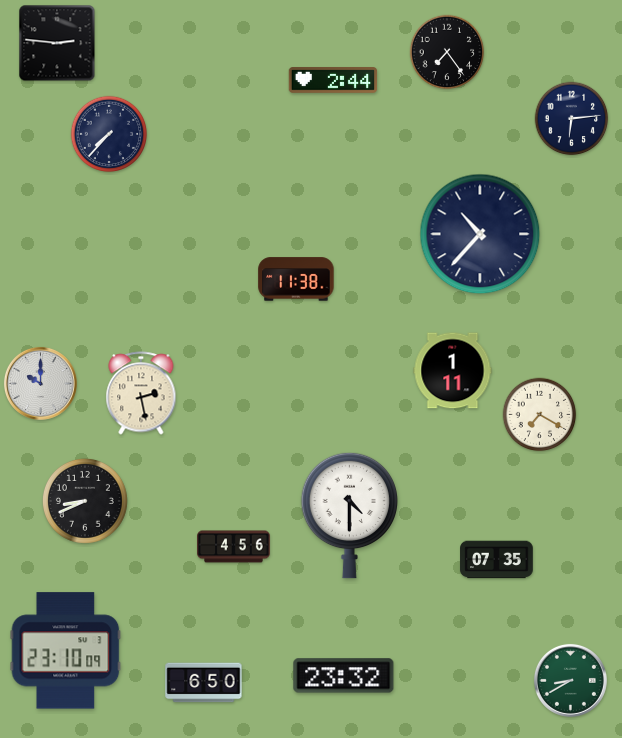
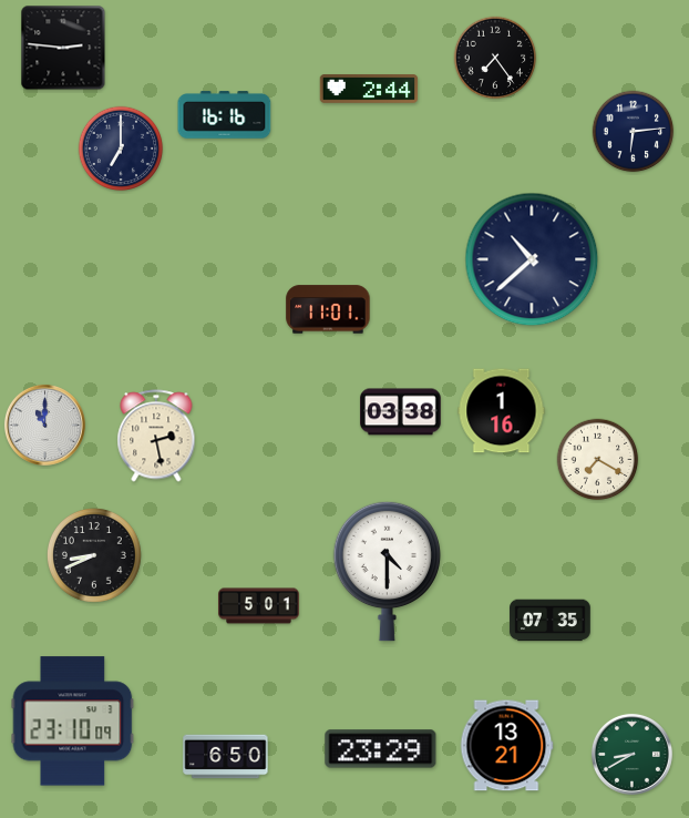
clock at (225, 115): none -> 16:16
clock at (109, 134): 7:37 -> 7:00
clock at (480, 234): 10:37 -> 10:38
clock at (296, 279): 11:38 -> 11:01
clock at (453, 371): 1:11 -> 1:16
clock at (401, 412): none -> 03:38
clock at (40, 383): 10:00 -> 11:00
clock at (234, 547): 4:56 -> 5:01
clock at (506, 746): none -> 13:21
clock at (344, 676): 23:32 -> 23:29
